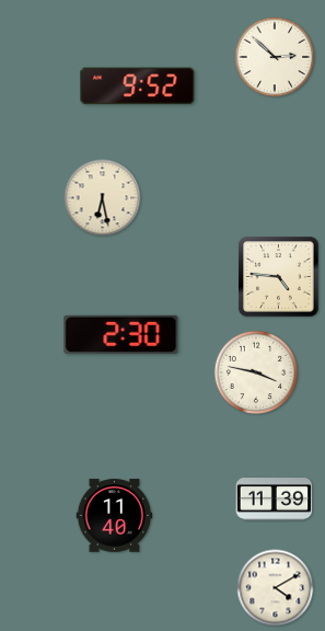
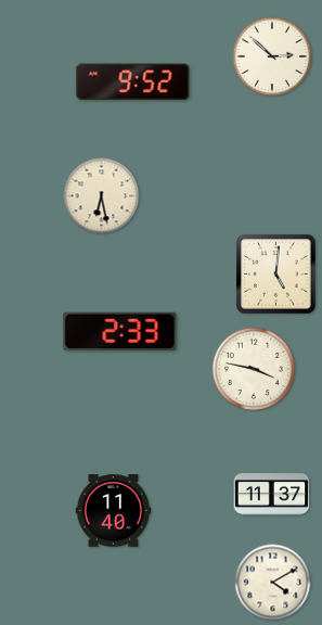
clock at (138, 87) position: (138, 87) -> (133, 82)
clock at (279, 277): 4:46 -> 5:01
clock at (121, 334): 2:30 -> 2:33
clock at (275, 500): 11:39 -> 11:37
